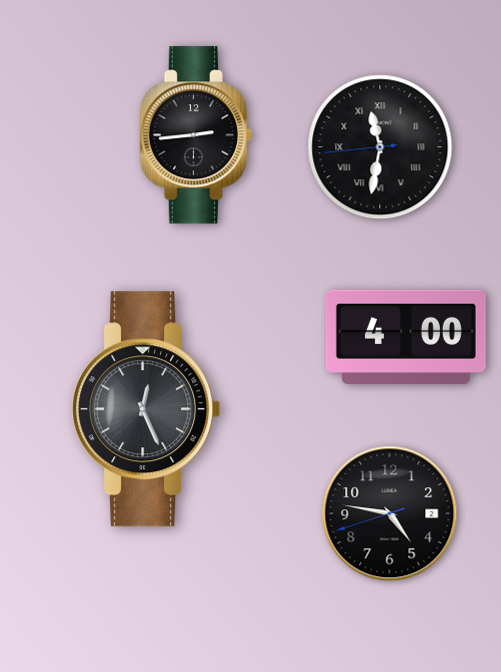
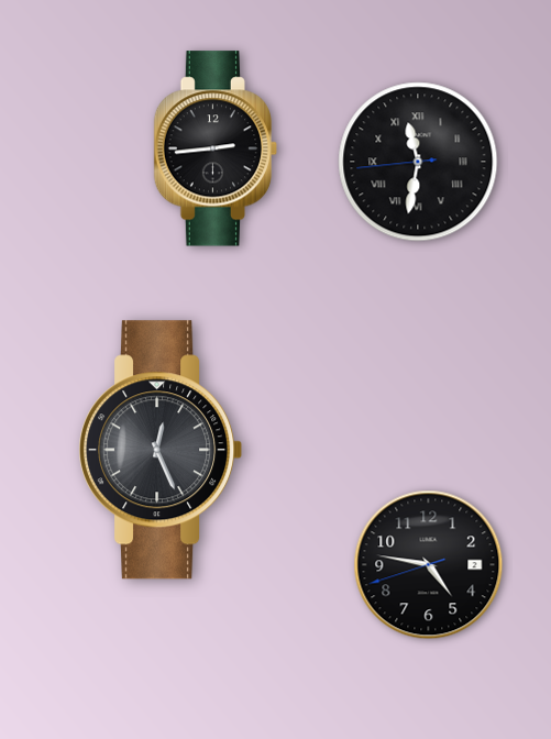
clock at (406, 336): 4:00 -> none
